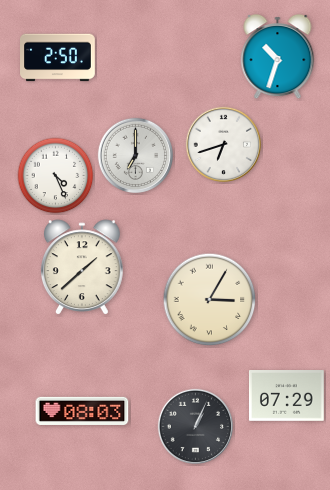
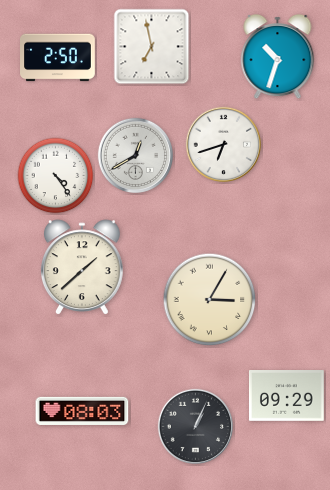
clock at (152, 47): none -> 6:58
clock at (135, 155): 7:00 -> 12:40
clock at (56, 176): 4:26 -> 4:24
clock at (287, 396): 07:29 -> 09:29
